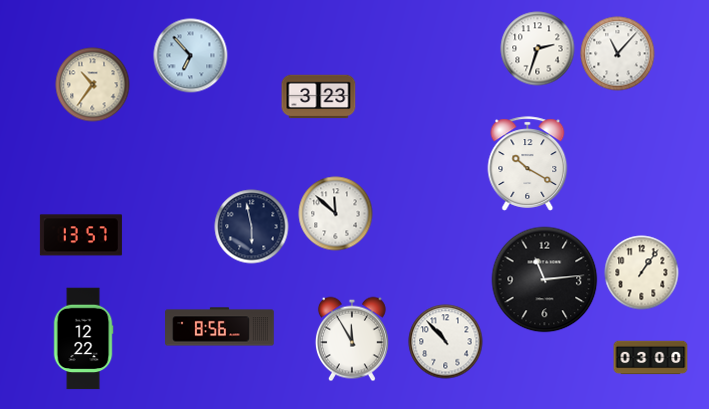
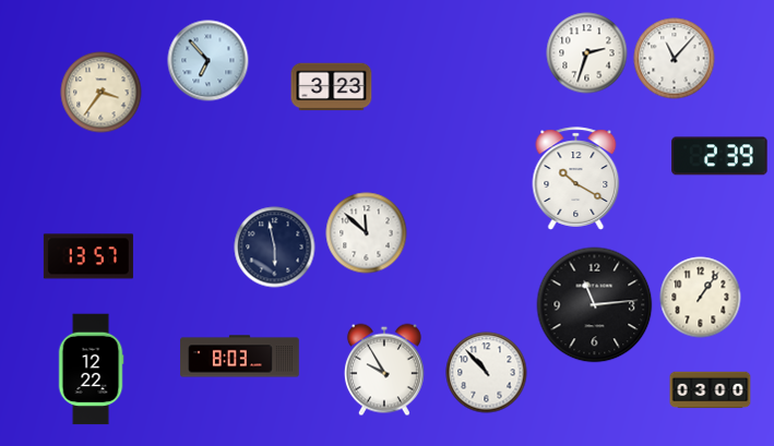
clock at (93, 85): 10:36 -> 3:36
clock at (319, 97) position: (319, 97) -> (332, 87)
clock at (719, 156): none -> 2:39
clock at (220, 327): 8:56 -> 8:03
clock at (352, 339): 11:55 -> 9:55
